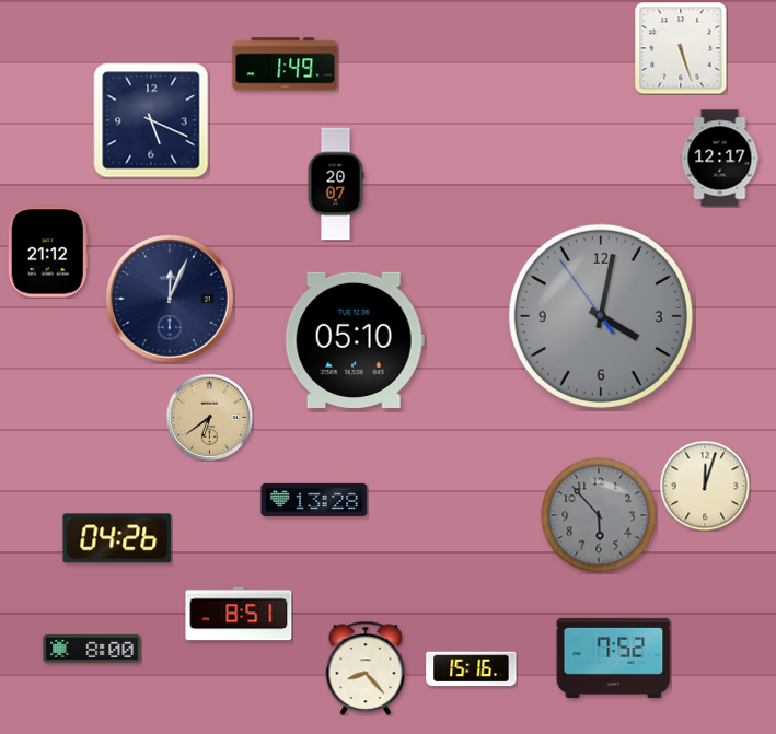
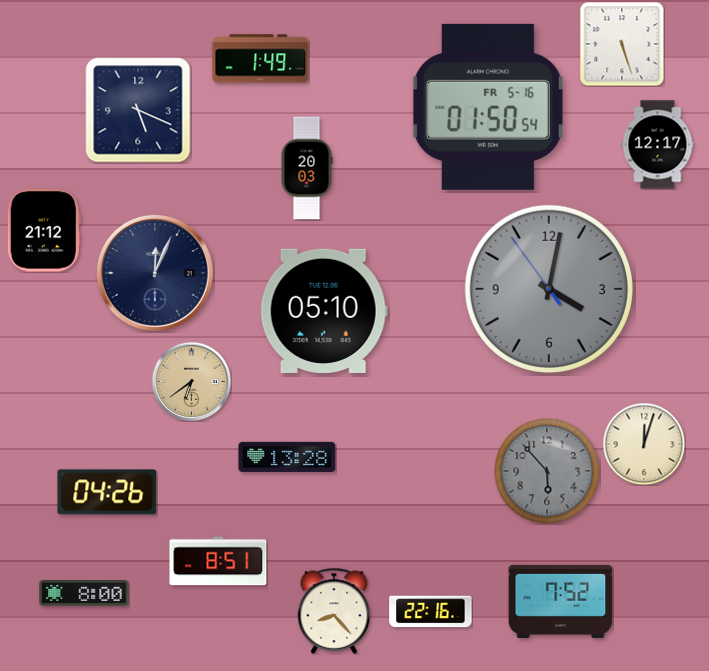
clock at (488, 107): none -> 01:50
clock at (336, 184): 20:07 -> 20:03
clock at (472, 669): 15:16 -> 22:16
